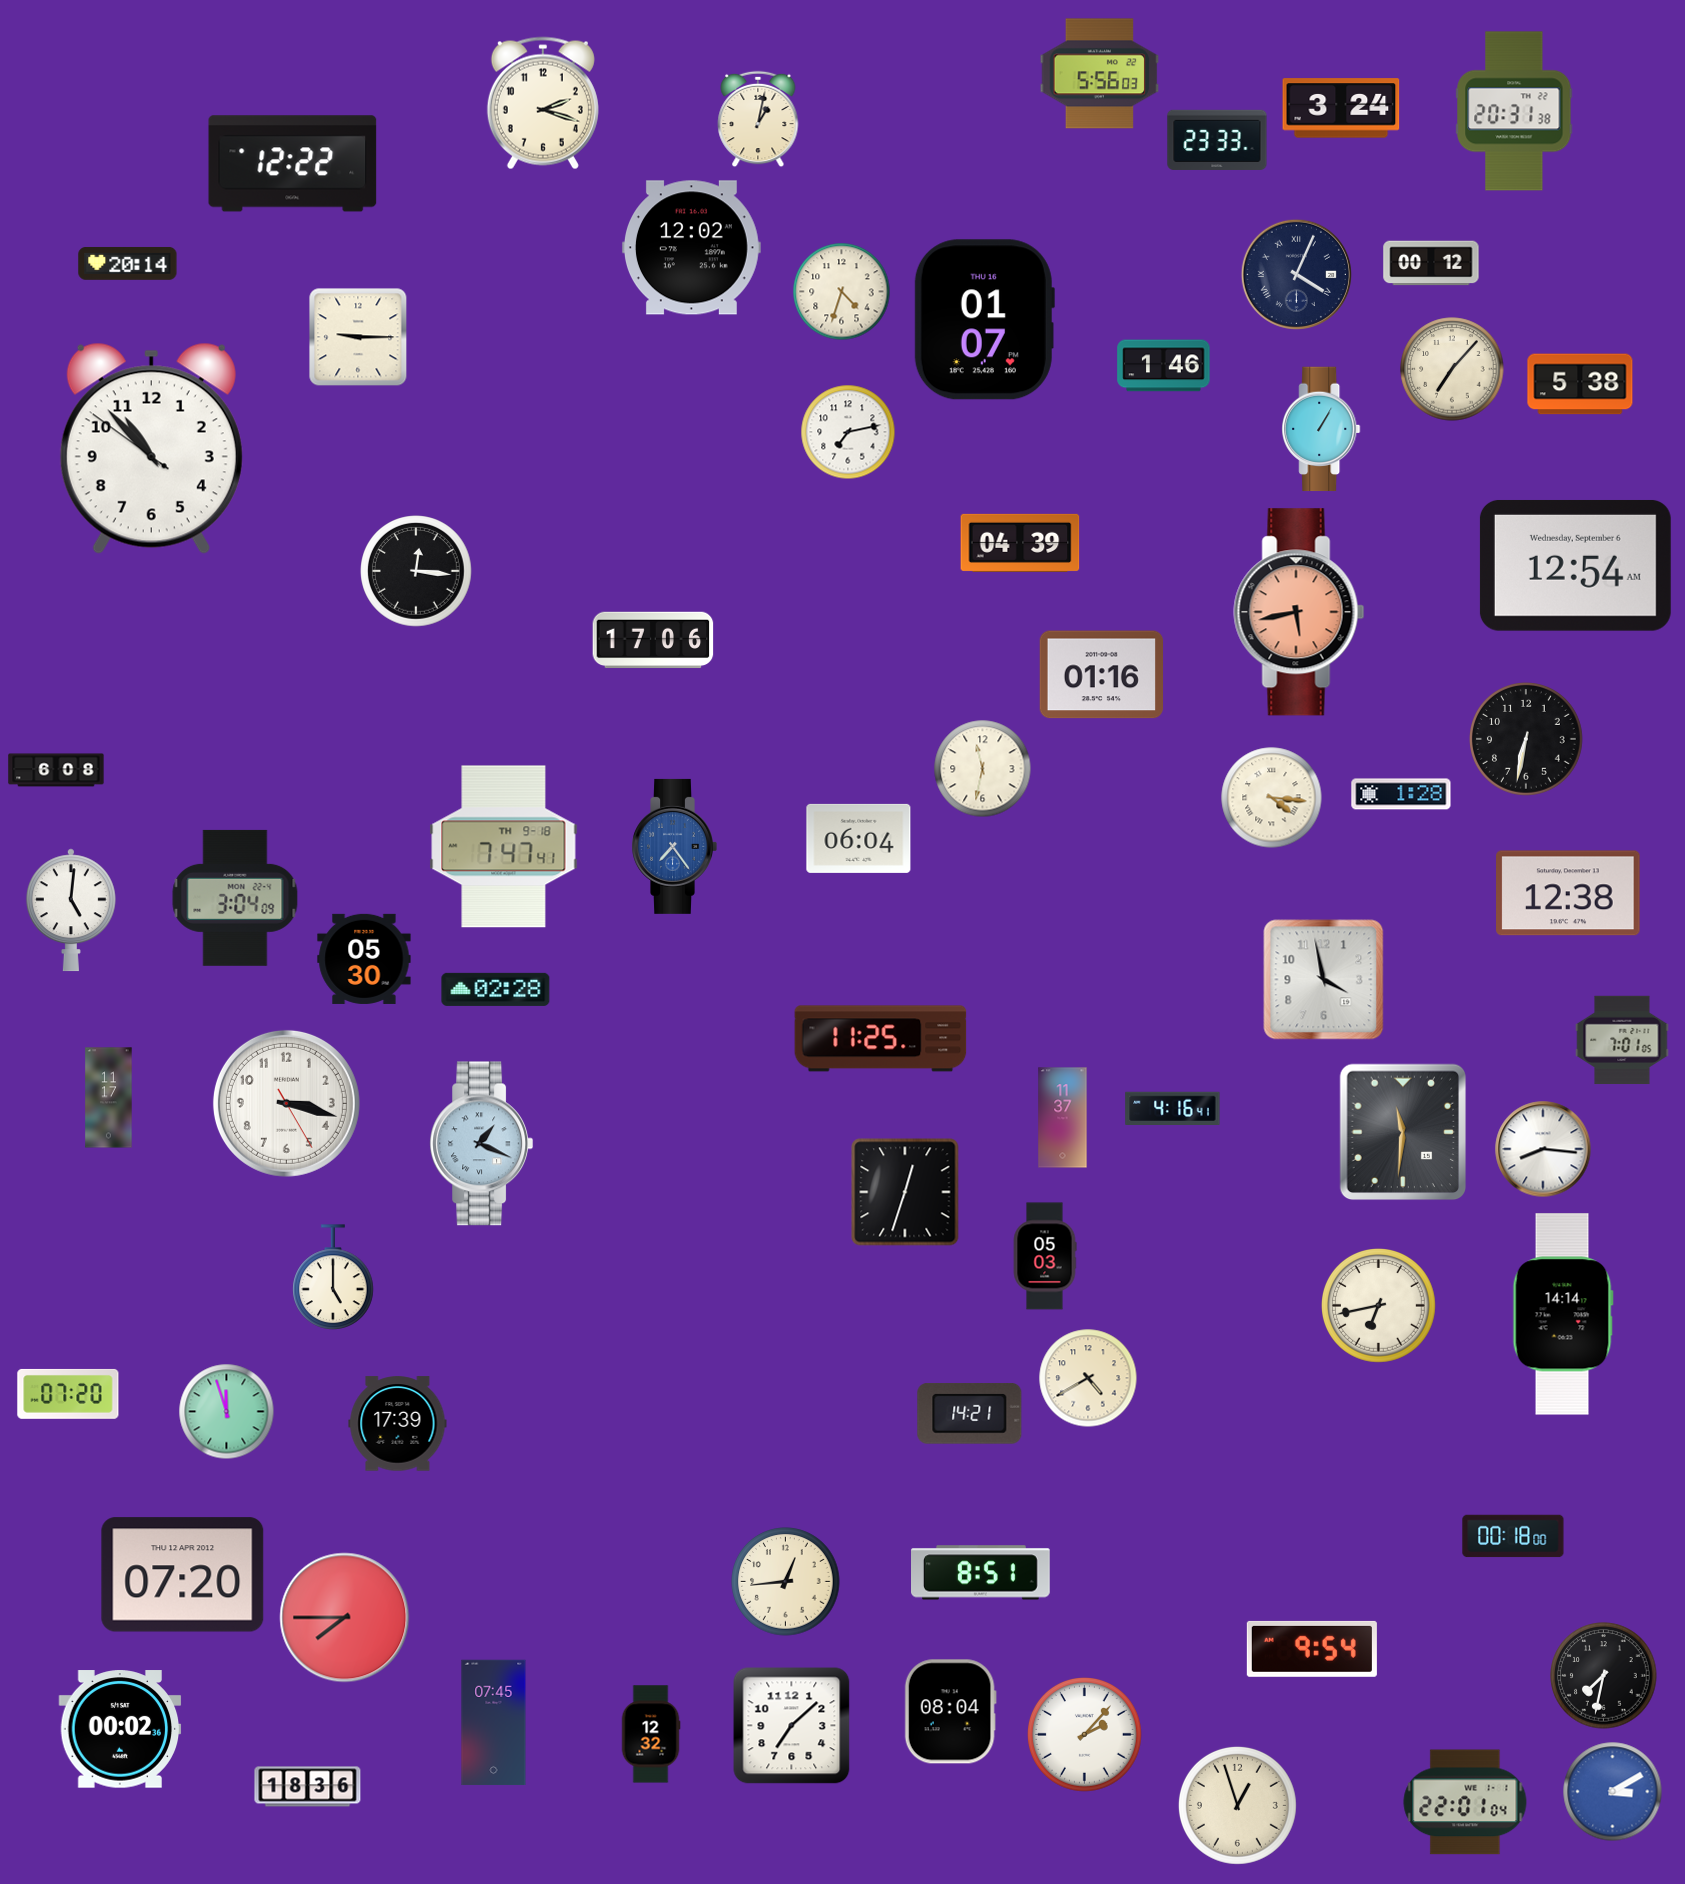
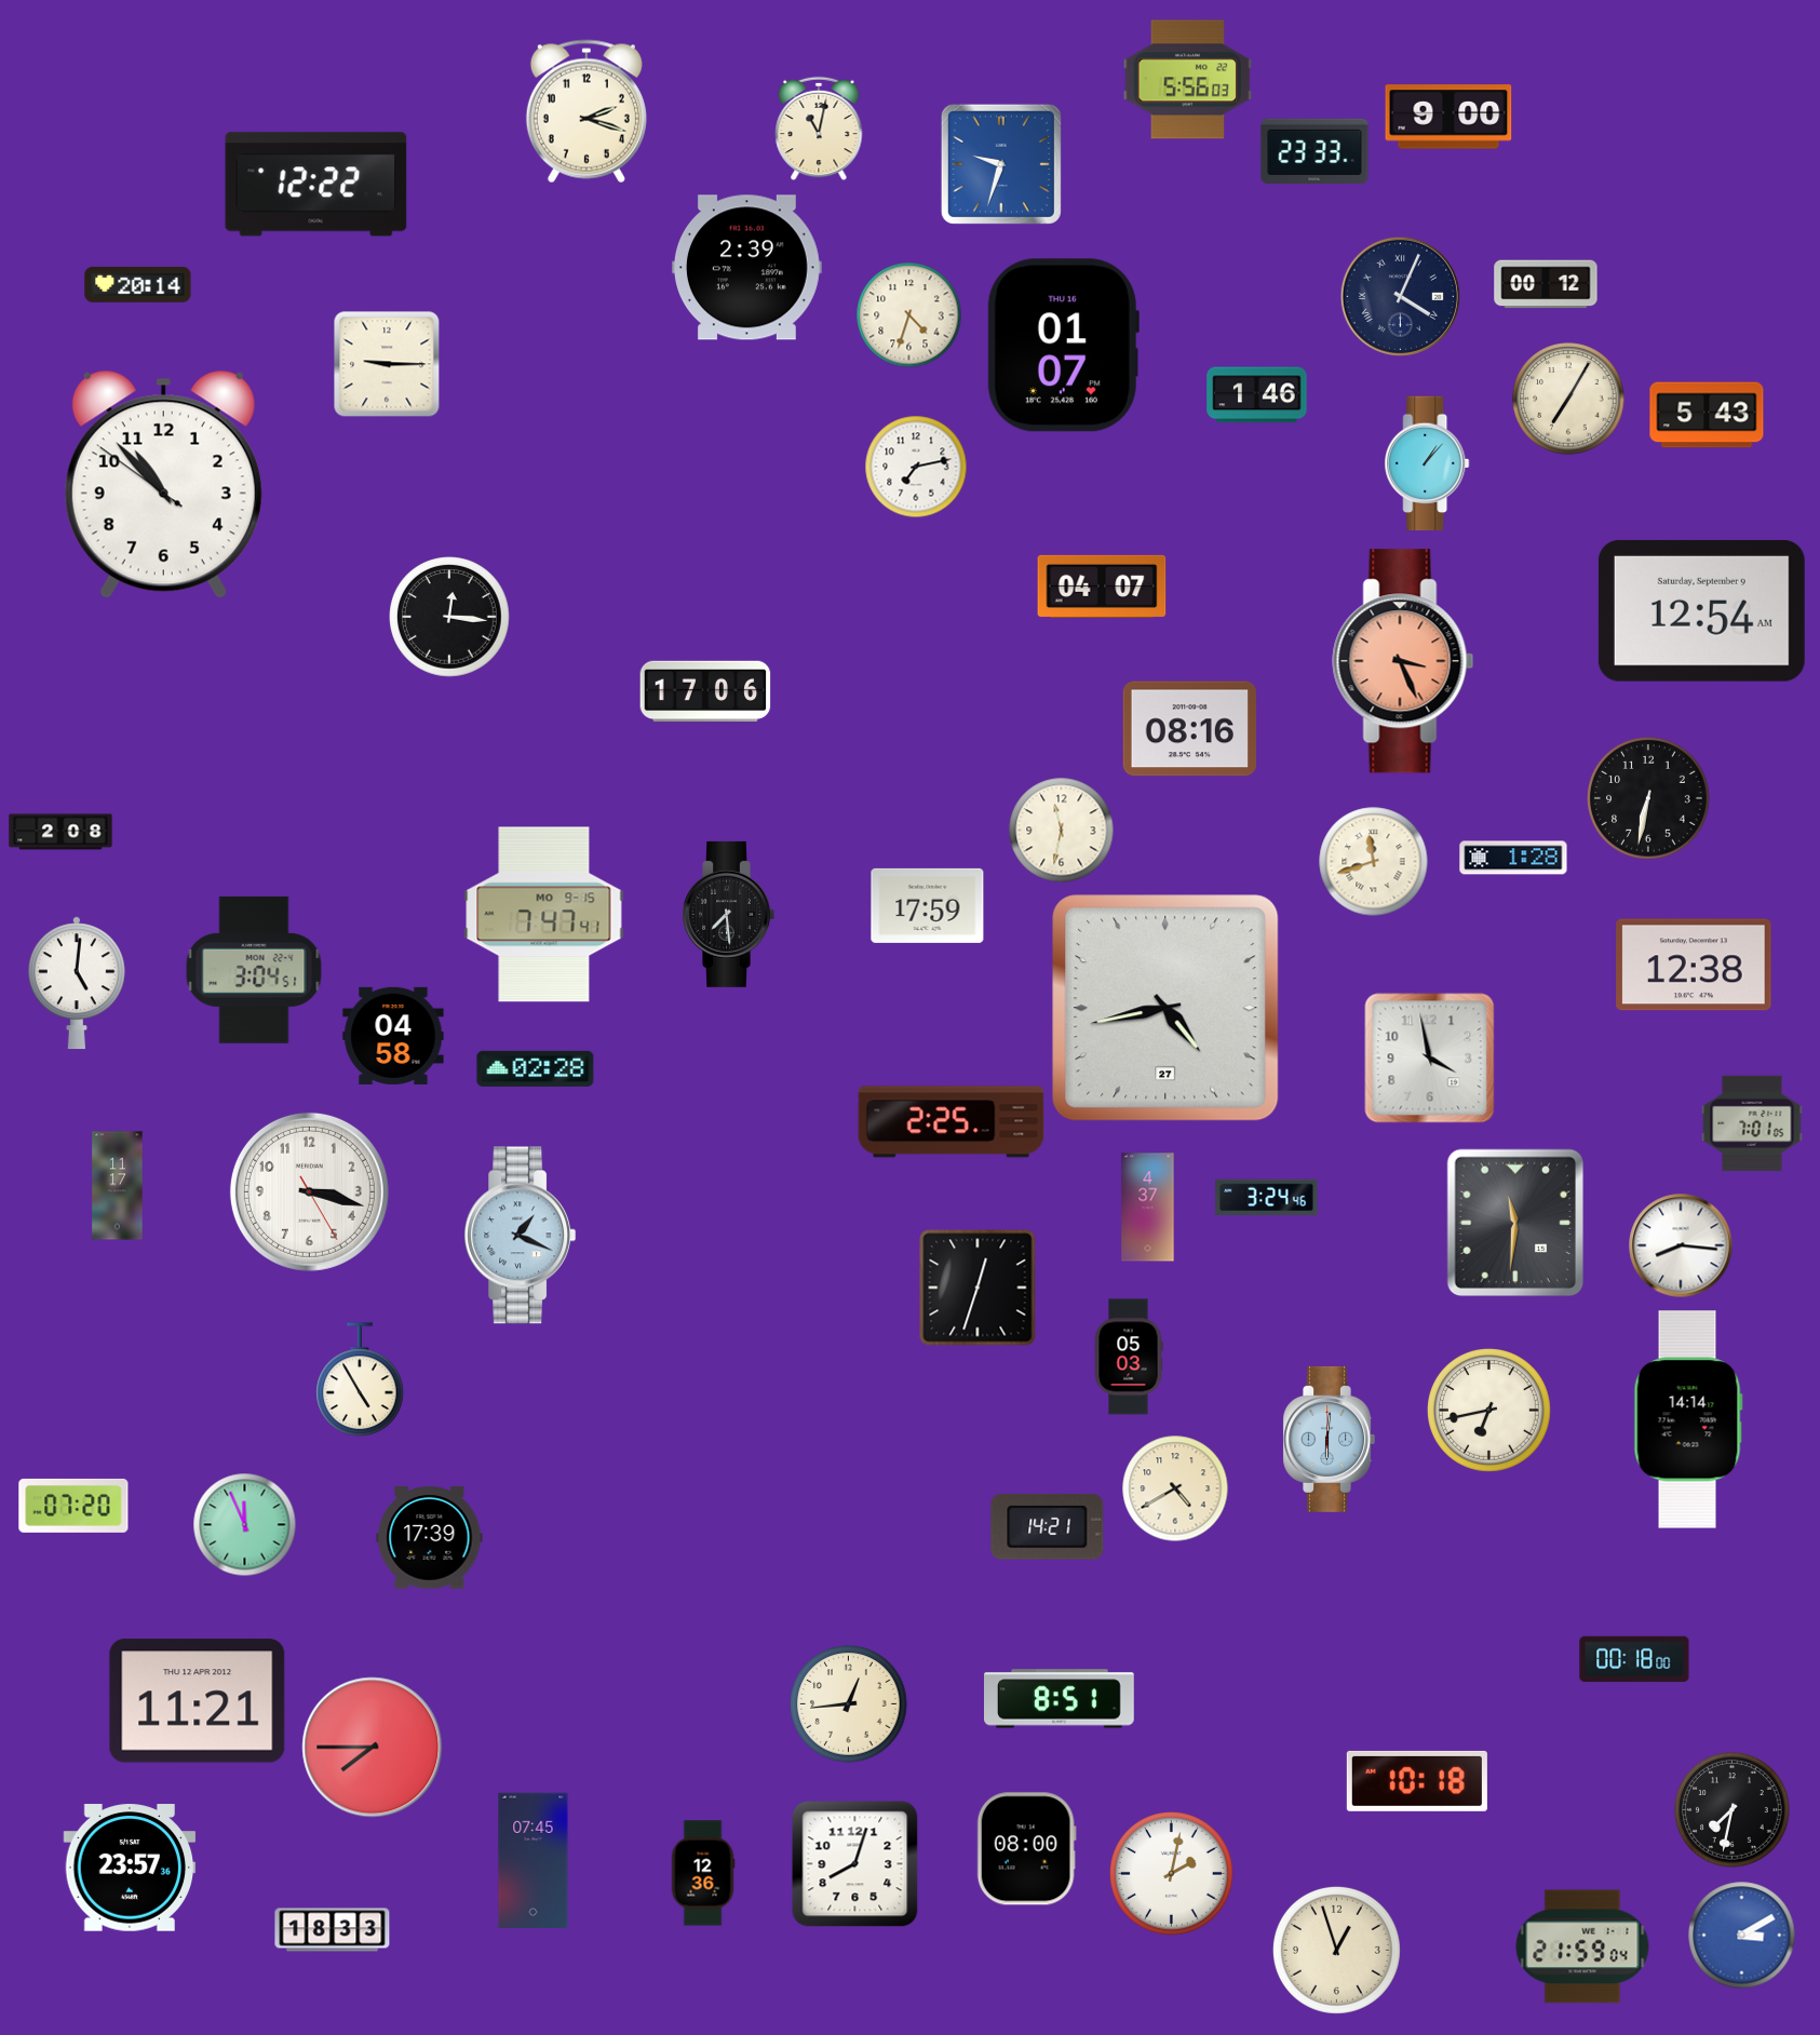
clock at (1341, 108): 3:24 -> 9:00
clock at (1514, 111): 20:31 -> none
clock at (758, 119): 1:02 -> 11:02
clock at (1001, 164): none -> 9:33
clock at (293, 164) position: (293, 164) -> (316, 185)
clock at (691, 248): 12:02 -> 2:39
clock at (1452, 369): 7:07 -> 7:05
clock at (1580, 384): 5:38 -> 5:43
clock at (1321, 429): 1:05 -> 1:07
clock at (1020, 543): 04:39 -> 04:07
clock at (1575, 565) date: Wednesday, September 6 -> Saturday, September 9
clock at (1299, 612): 5:43 -> 3:26
clock at (1102, 675): 01:16 -> 08:16
clock at (56, 770): 6:08 -> 2:08
clock at (1272, 798): 4:16 -> 11:42
clock at (859, 838): 06:04 -> 17:59
clock at (674, 846): 7:24 -> 7:29
clock at (674, 846) dial: blue -> black
clock at (504, 847) date: TH 9-18 -> MO 9-15
clock at (235, 898): 3:04:09 -> 3:04:51
clock at (1165, 1008): none -> 4:43
clock at (364, 959): 05:30 -> 04:58
clock at (881, 1039): 11:25 -> 2:25
clock at (1173, 1109): 4:16 -> 3:24
clock at (1063, 1118): 11:37 -> 4:37
clock at (1543, 1149) position: (1543, 1149) -> (1681, 1245)
clock at (333, 1277): 5:00 -> 4:55
clock at (1329, 1439): none -> 6:01
clock at (226, 1411): 11:57 -> 11:56
clock at (183, 1575): 07:20 -> 11:21
clock at (786, 1582) position: (786, 1582) -> (849, 1704)
clock at (1312, 1649): 9:54 -> 10:18
clock at (950, 1712): 08:04 -> 08:00
clock at (792, 1726): 7:08 -> 8:03
clock at (120, 1729): 00:02 -> 23:57
clock at (651, 1734): 12:32 -> 12:36
clock at (1085, 1735): 2:07 -> 2:02
clock at (308, 1787): 18:36 -> 18:33
clock at (1465, 1802): 22:01 -> 21:59
